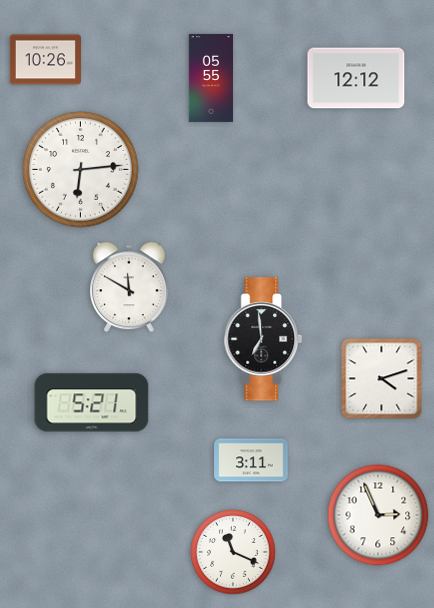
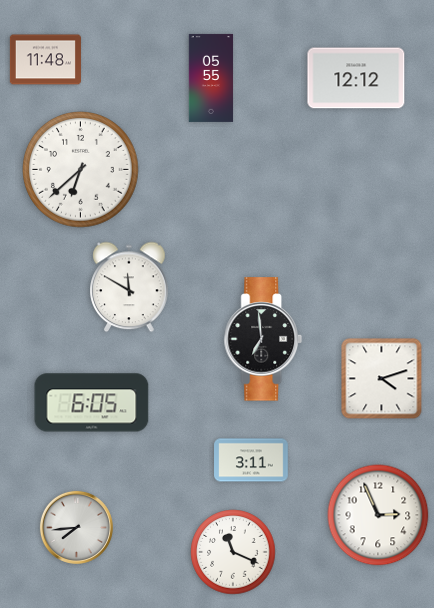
clock at (45, 60): 10:26 -> 11:48
clock at (81, 170): 6:14 -> 6:38
clock at (92, 403): 5:21 -> 6:05
clock at (76, 527): none -> 7:44
